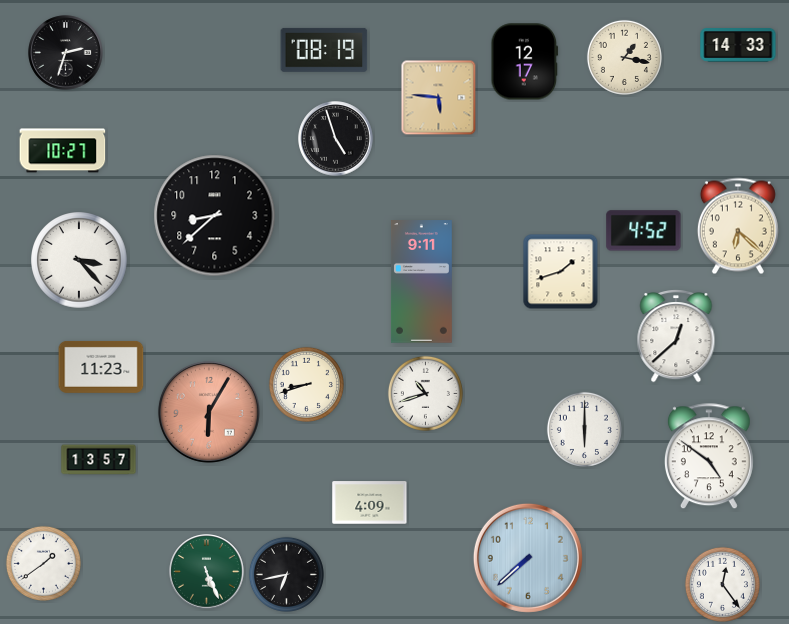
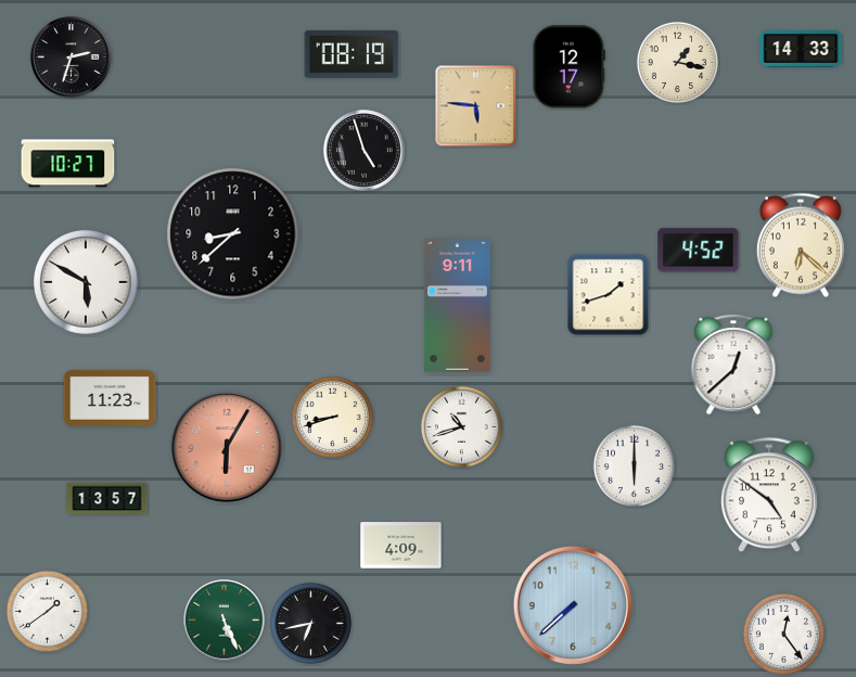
clock at (79, 260): 3:23 -> 5:50
